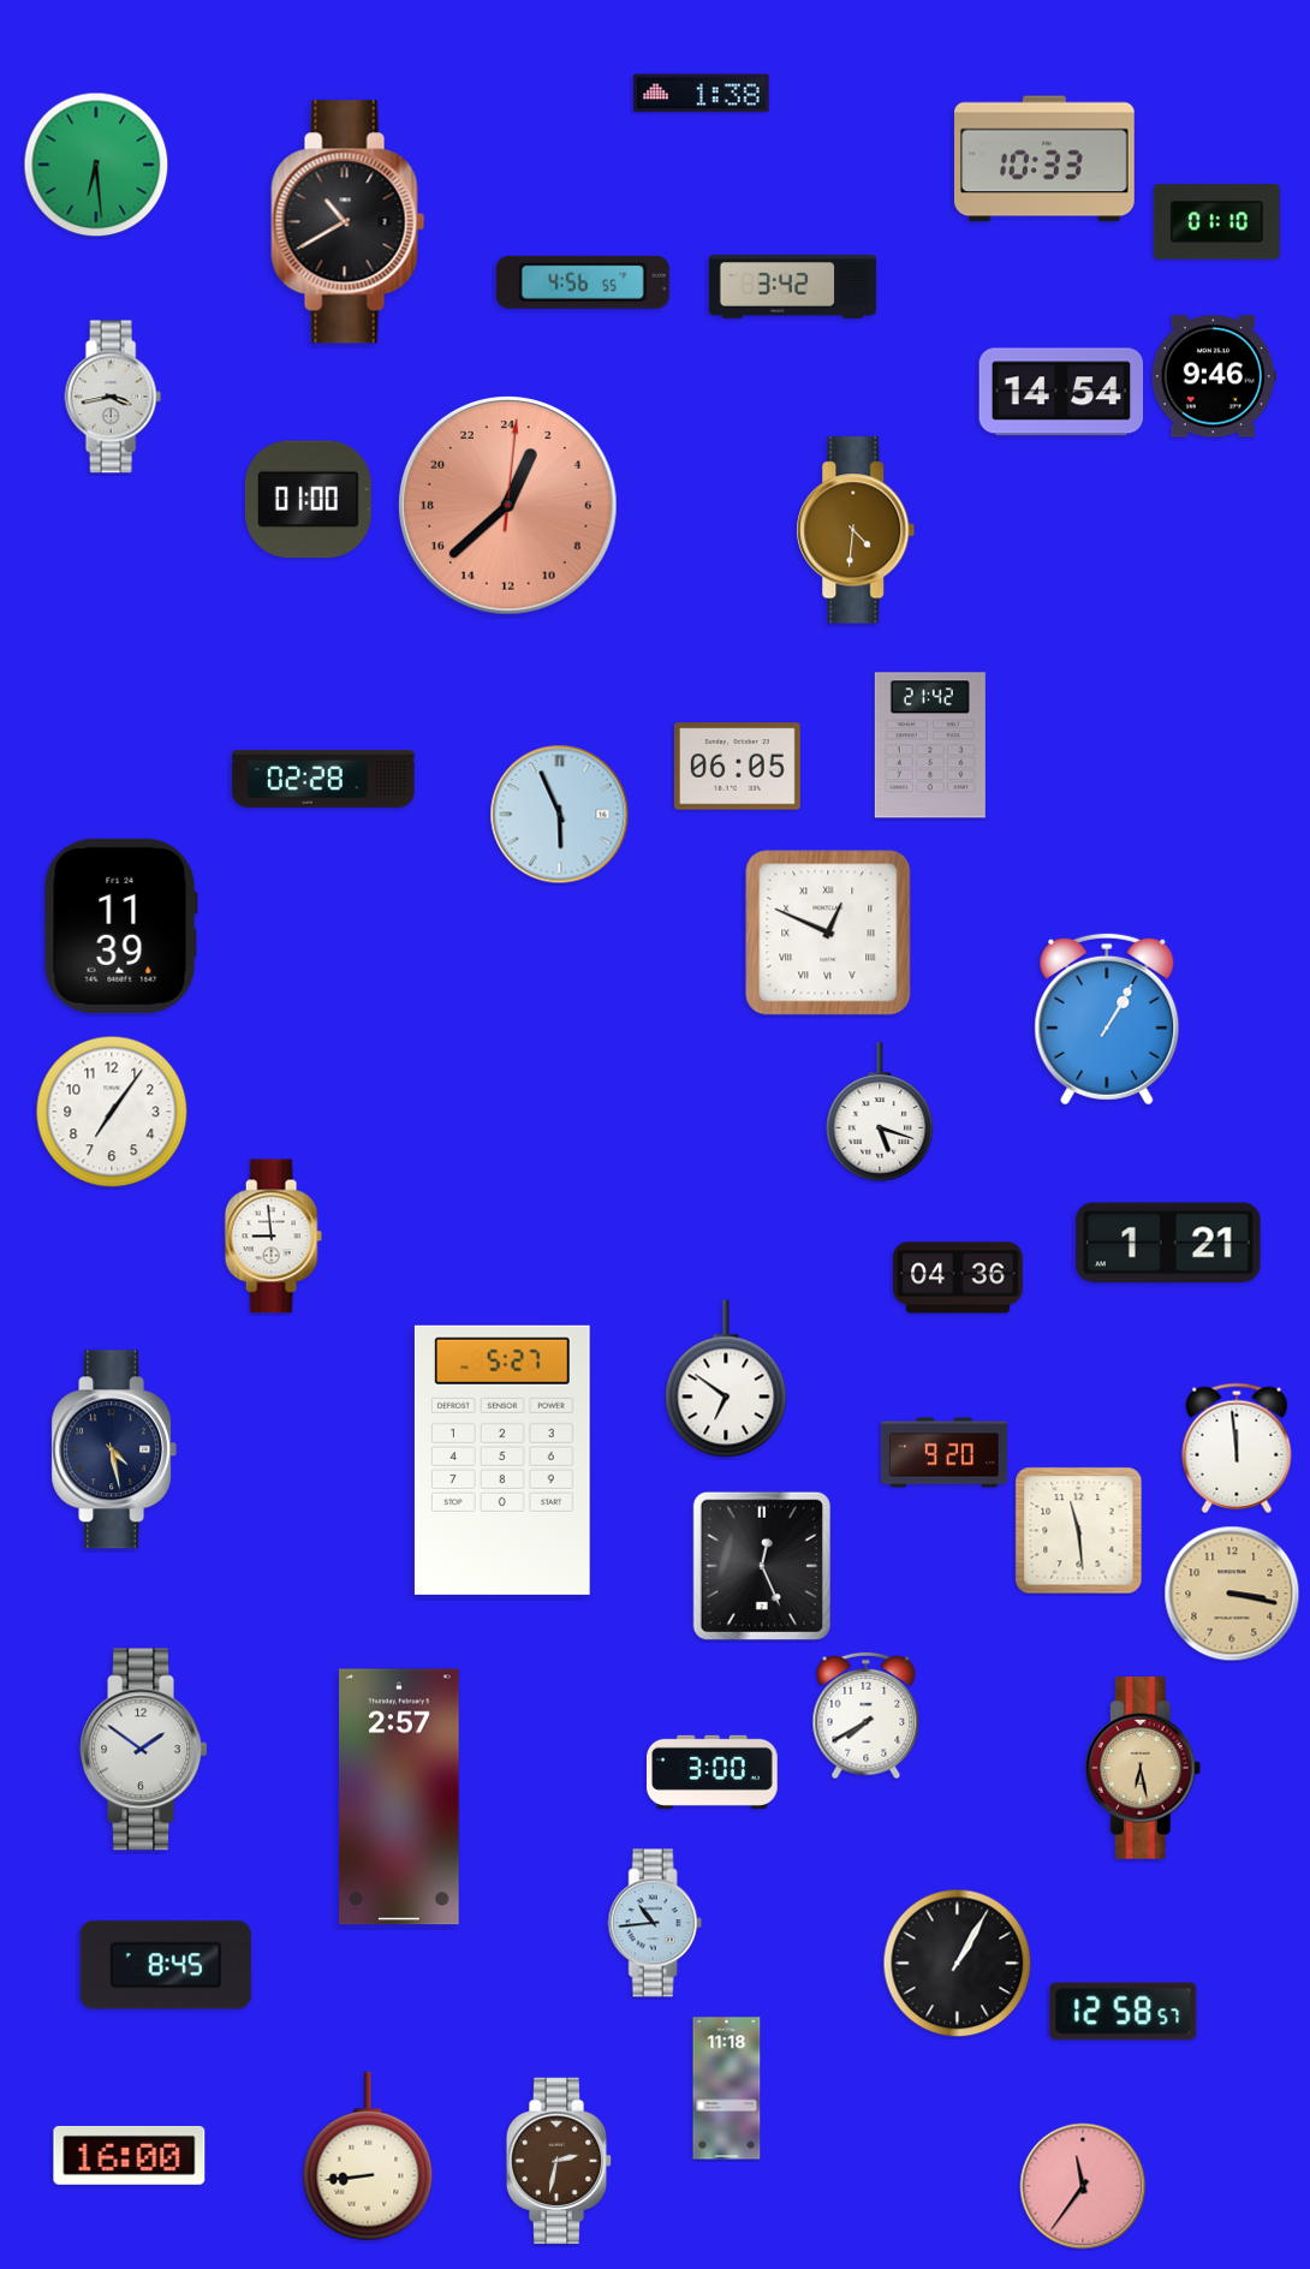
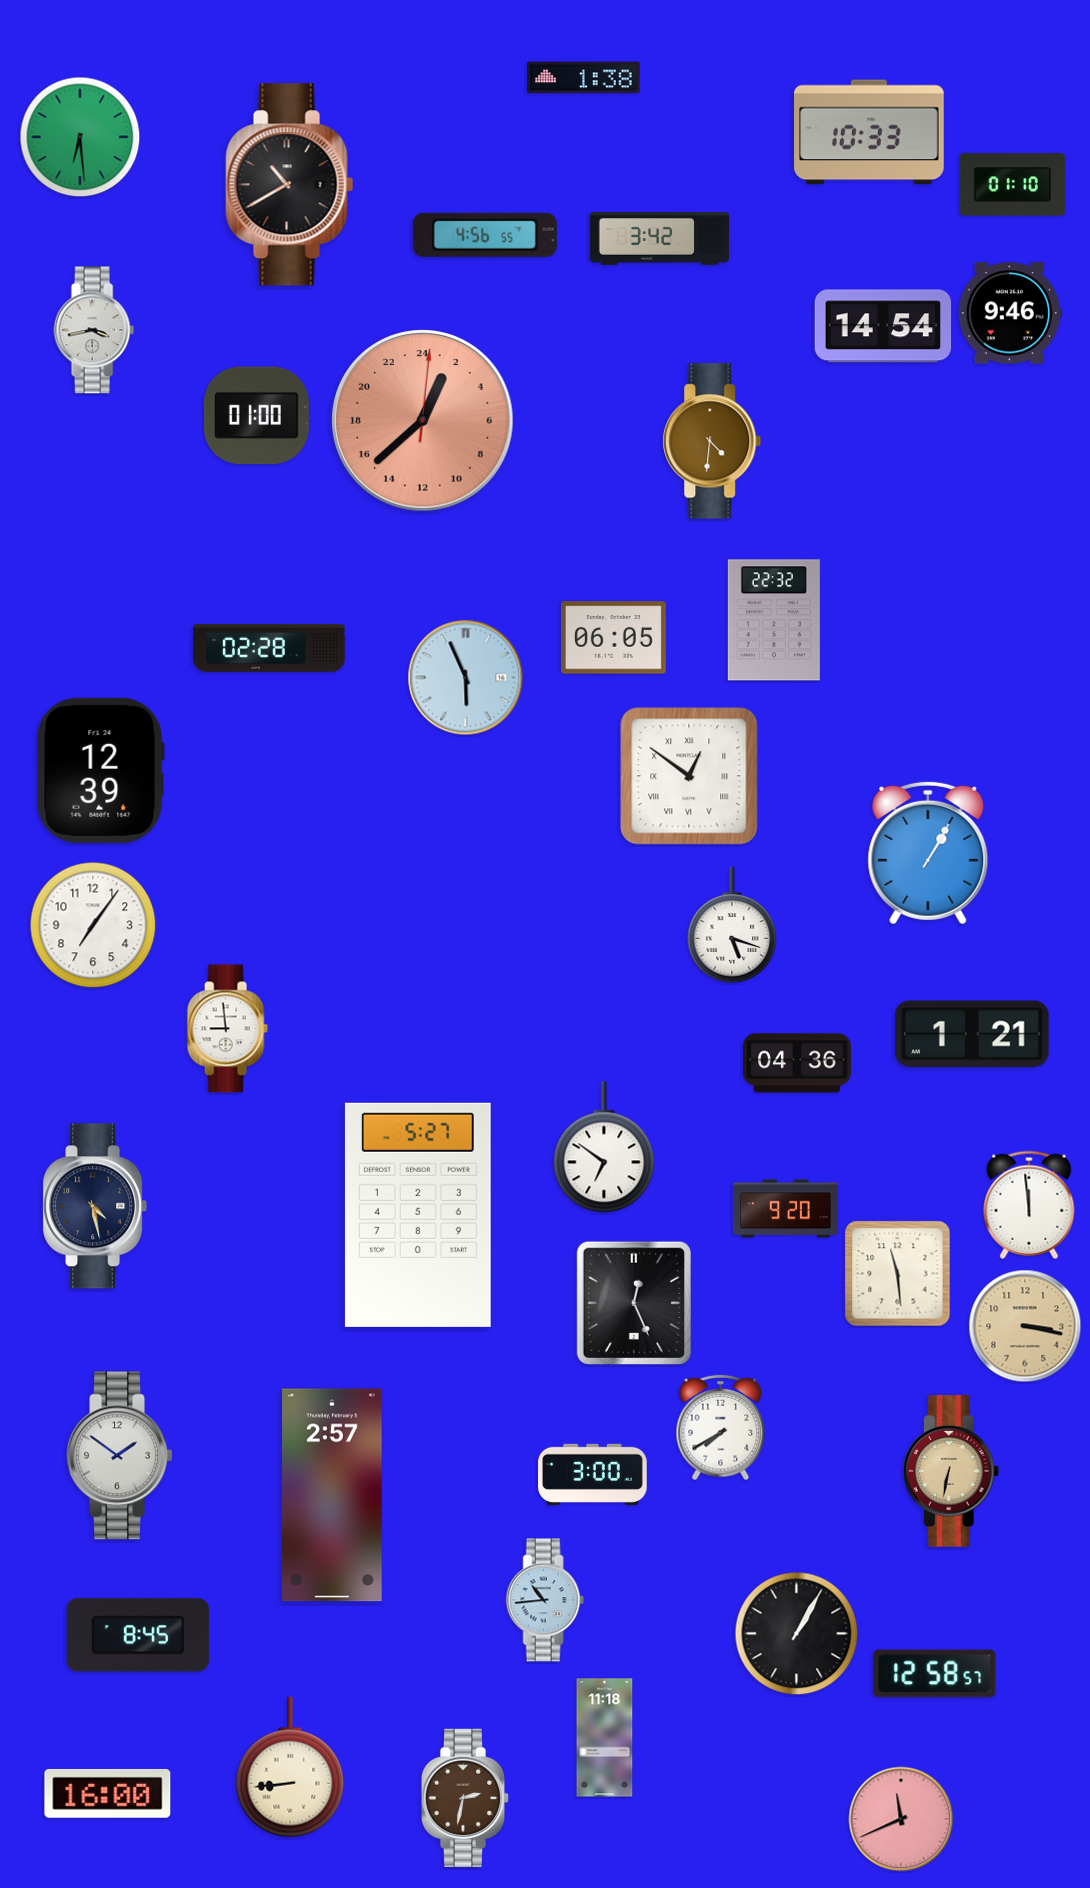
clock at (930, 745): 21:42 -> 22:32
clock at (120, 925): 11:39 -> 12:39
clock at (828, 933): 12:49 -> 12:51
clock at (1107, 1019) position: (1107, 1019) -> (928, 853)
clock at (1143, 1768): 6:28 -> 6:32
clock at (368, 2156) position: (368, 2156) -> (290, 1767)
clock at (1083, 2186): 11:36 -> 11:41
